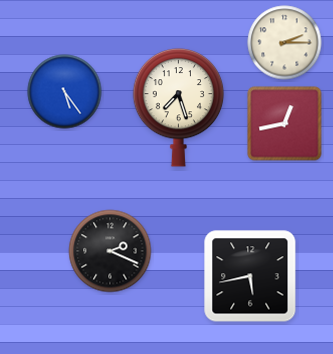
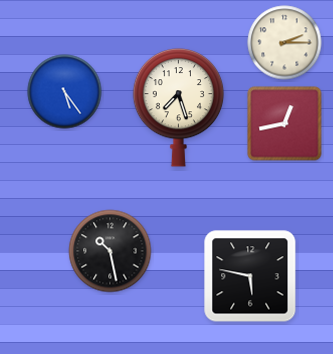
clock at (110, 251): 2:19 -> 10:28
clock at (250, 276): 5:43 -> 5:47
